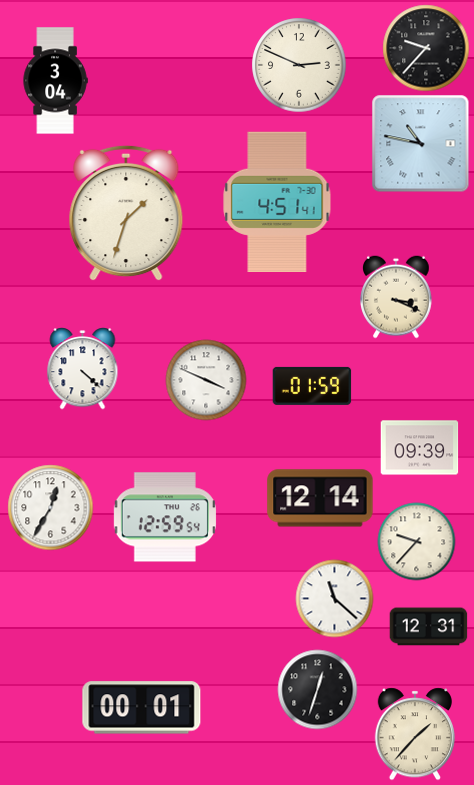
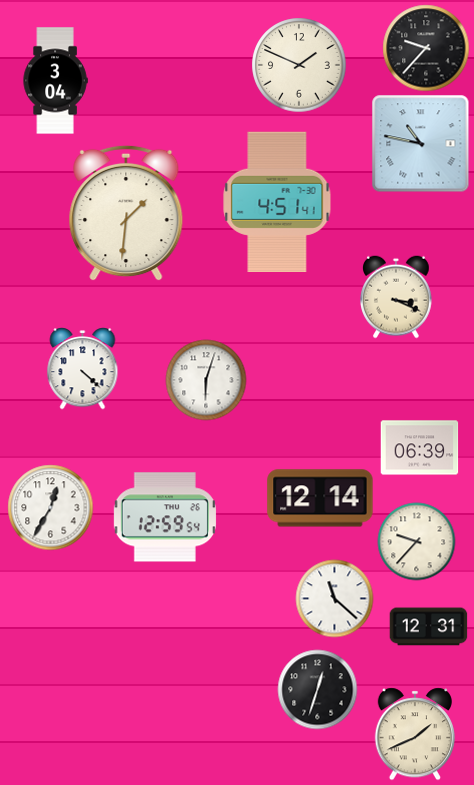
clock at (299, 65): 2:49 -> 1:49
clock at (126, 213): 1:33 -> 1:31
clock at (206, 380): 3:49 -> 6:03
clock at (312, 386): 01:59 -> none
clock at (419, 448): 09:39 -> 06:39
clock at (142, 708): 00:01 -> none
clock at (414, 734): 1:37 -> 1:41
